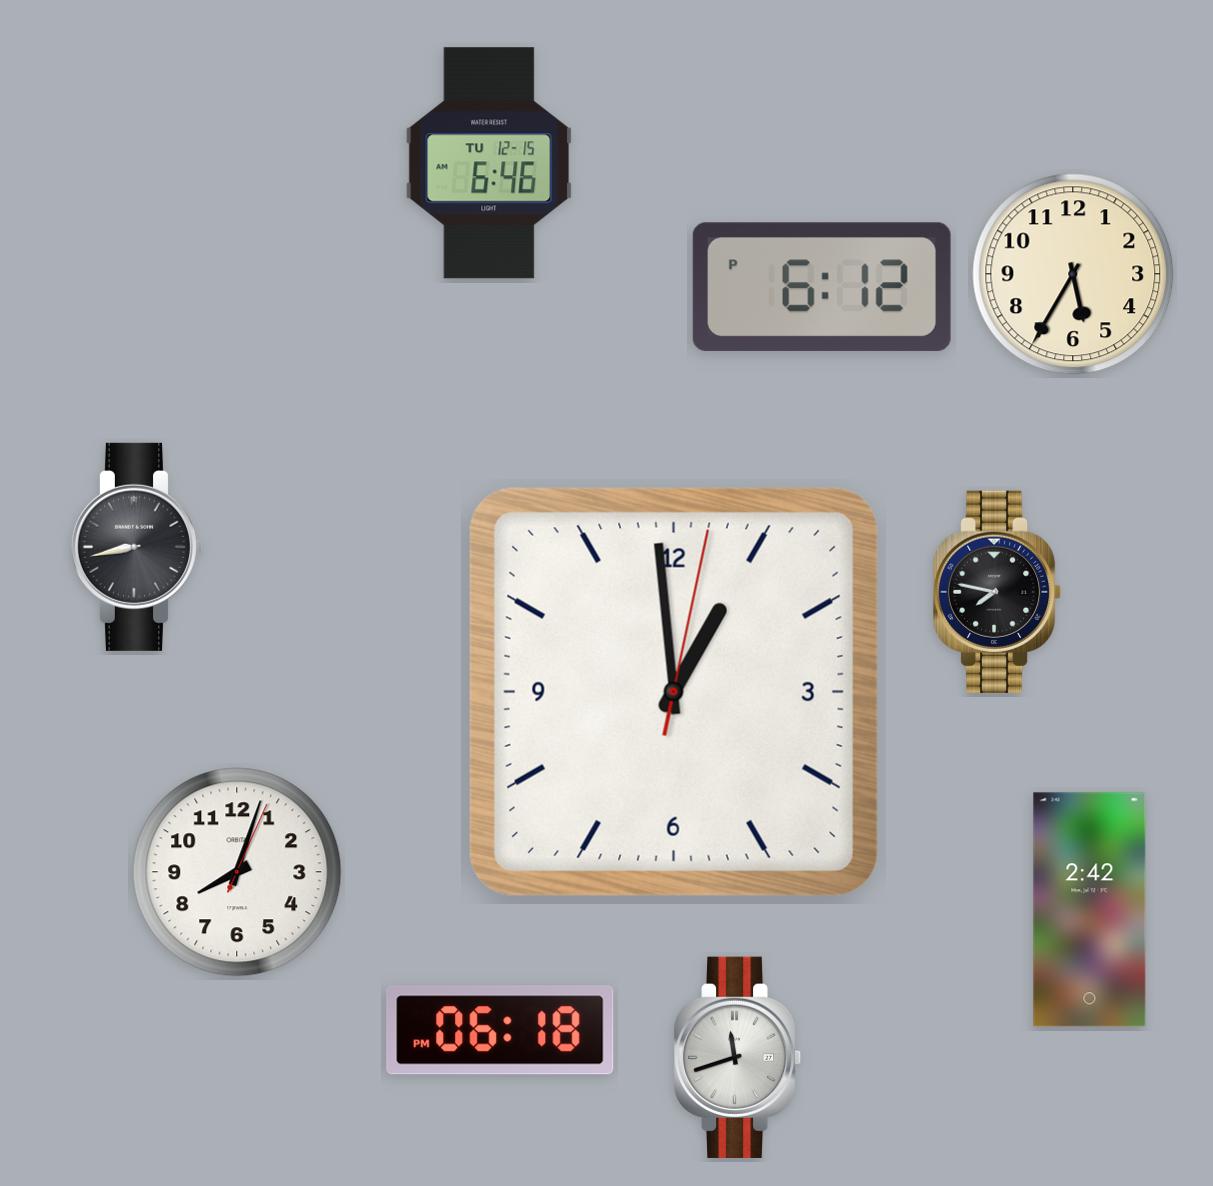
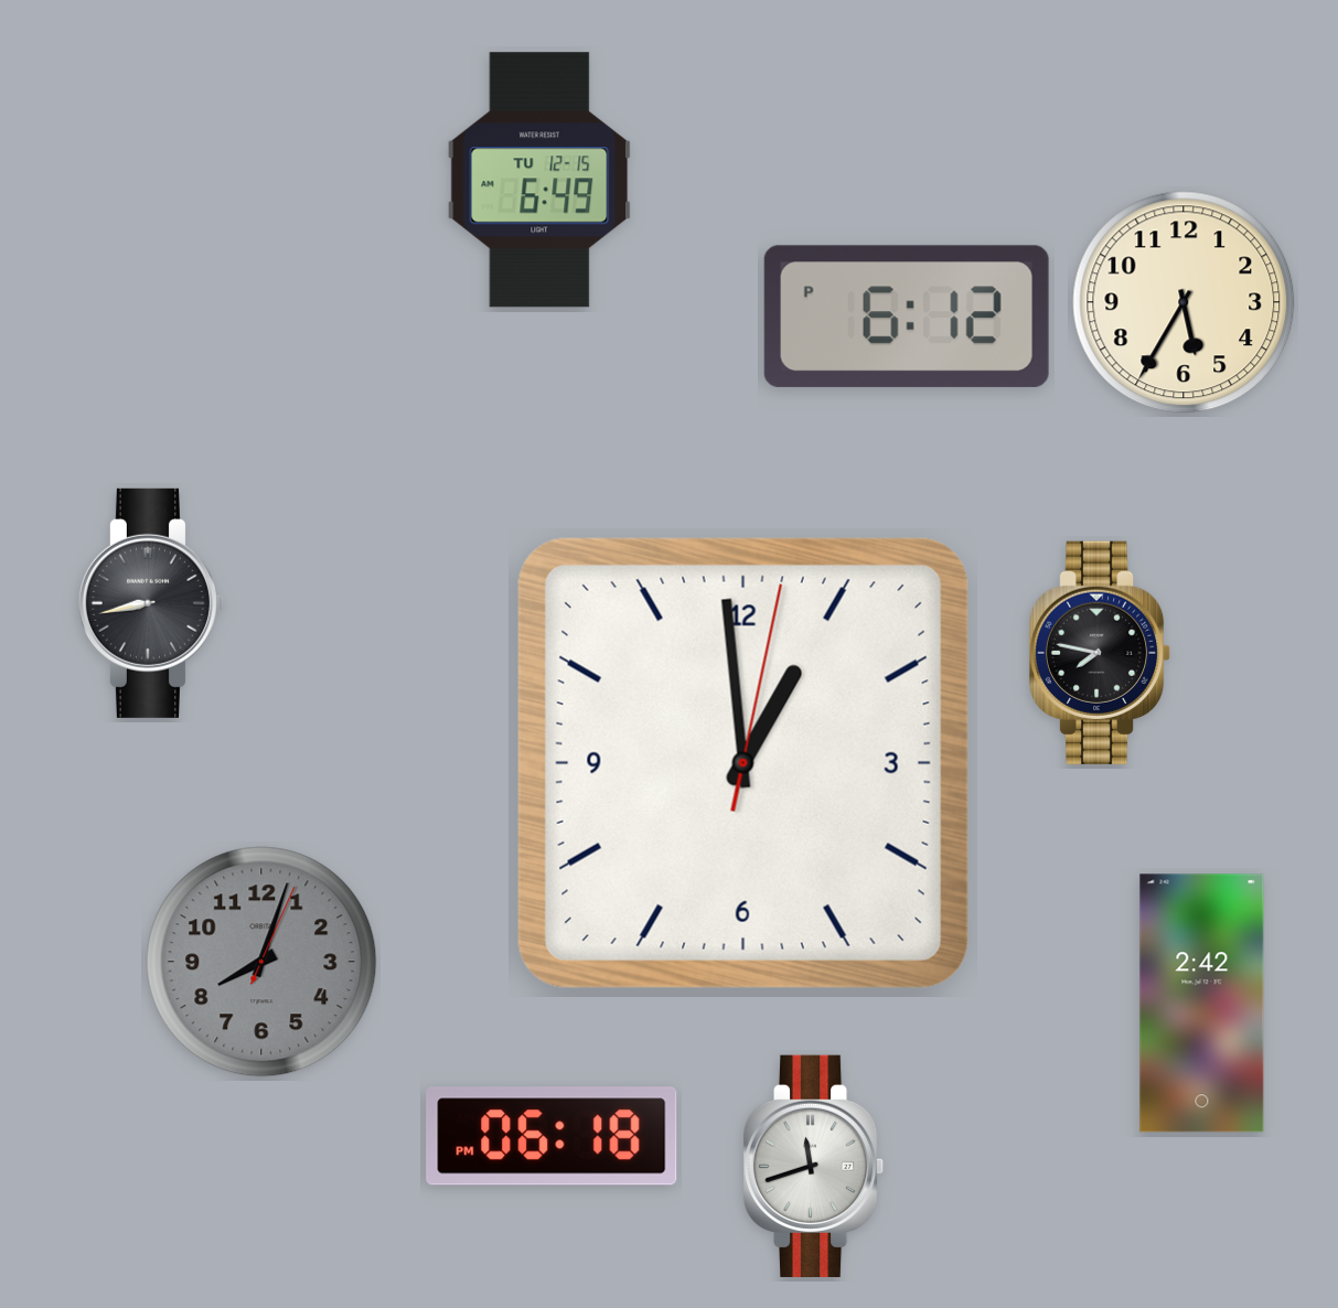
clock at (489, 163): 6:46 -> 6:49
clock at (237, 872) dial: white -> grey
